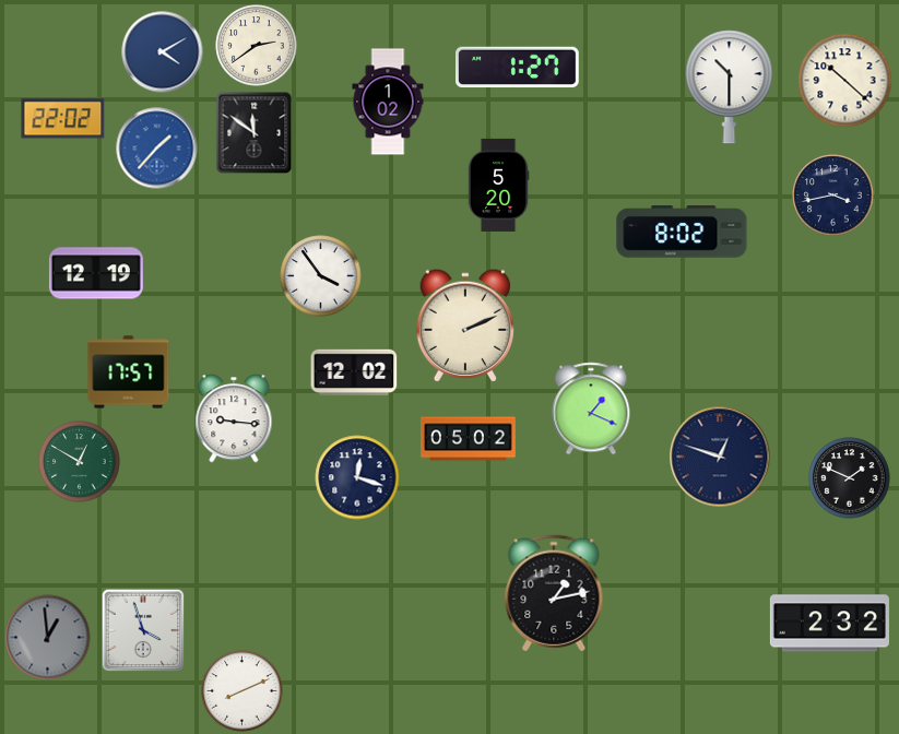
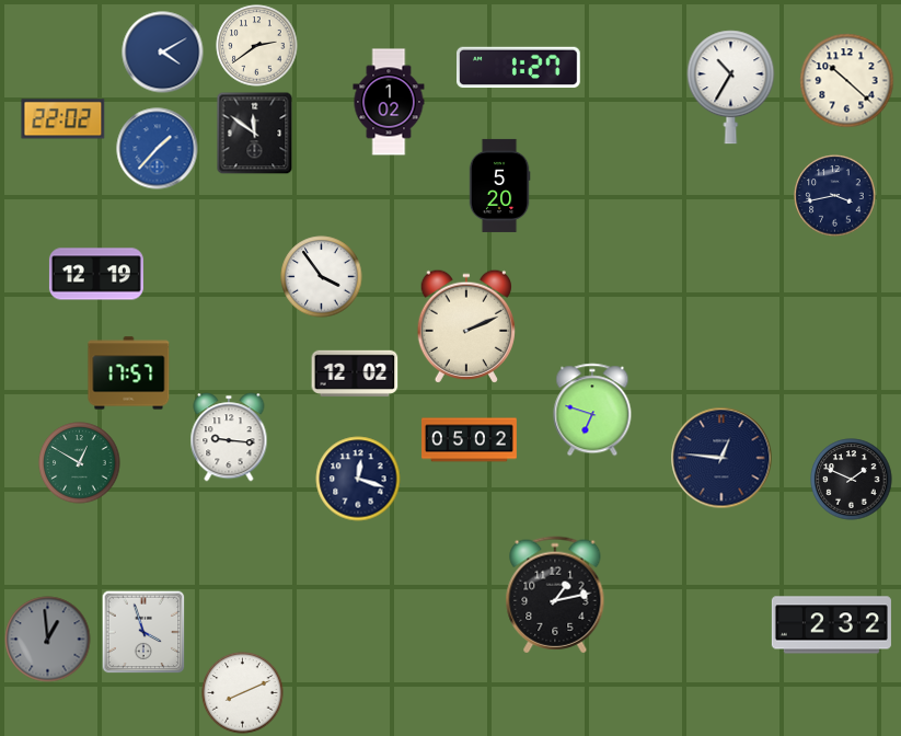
clock at (730, 87): 10:30 -> 10:35
clock at (682, 232): 8:02 -> none
clock at (591, 409): 1:19 -> 6:48
clock at (234, 418) position: (234, 418) -> (229, 437)
clock at (720, 457): 12:48 -> 12:46
